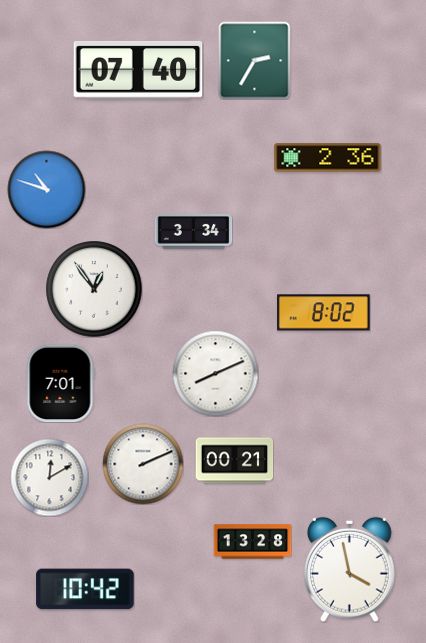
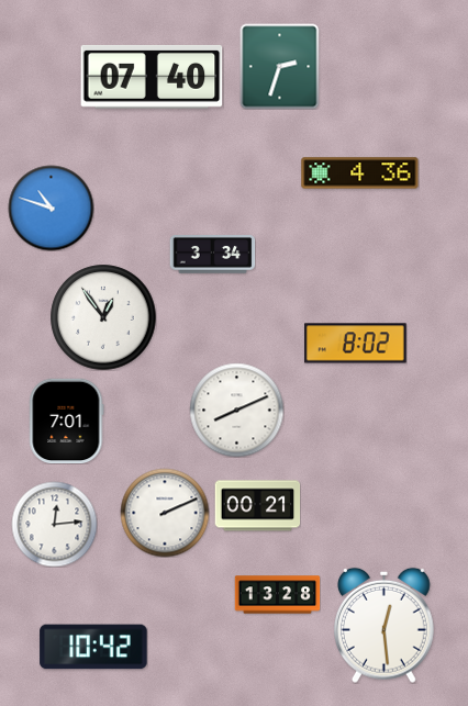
clock at (255, 60): 2:35 -> 2:33
clock at (328, 158): 2:36 -> 4:36
clock at (143, 464) position: (143, 464) -> (165, 513)
clock at (49, 477): 12:10 -> 12:14
clock at (350, 569): 3:58 -> 12:29
